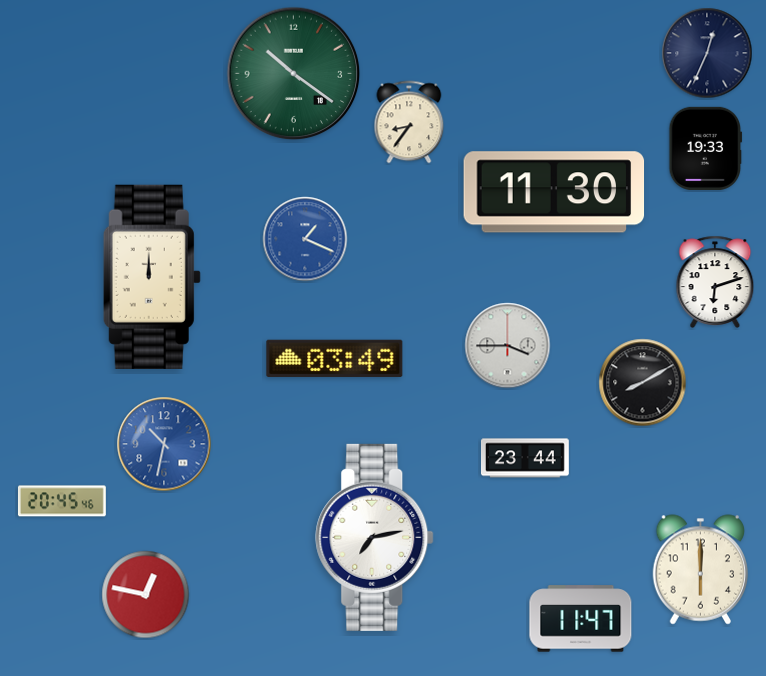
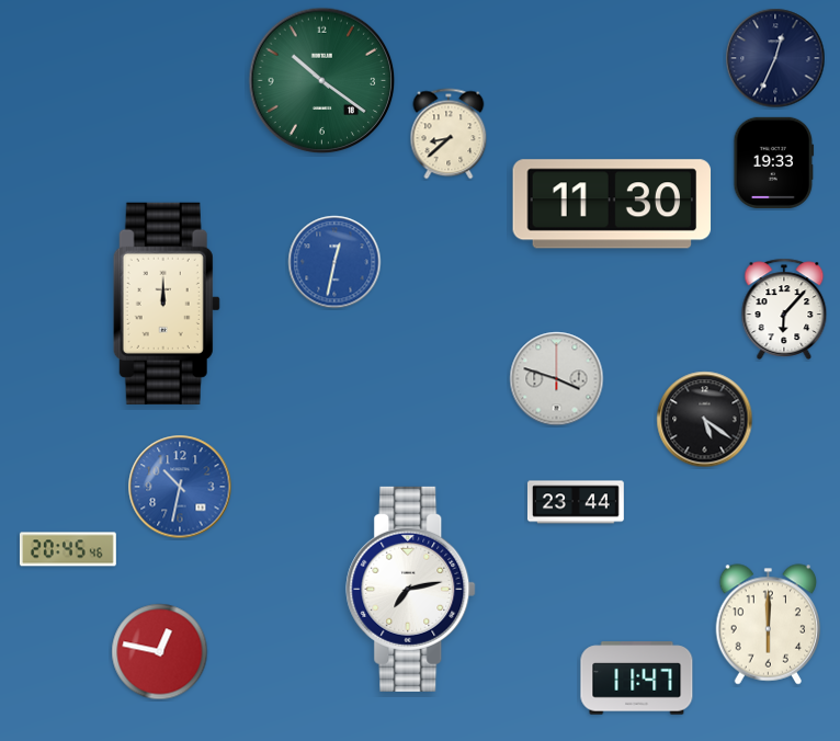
clock at (409, 122): 8:36 -> 8:38
clock at (554, 192) position: (554, 192) -> (612, 204)
clock at (305, 239): 1:19 -> 12:32
clock at (715, 282): 6:12 -> 6:07
clock at (508, 346): 3:45 -> 3:48
clock at (335, 358): 03:49 -> none
clock at (643, 383): 8:10 -> 5:21
